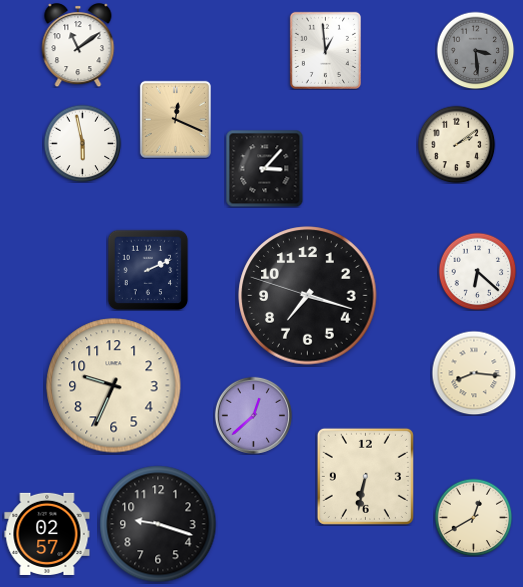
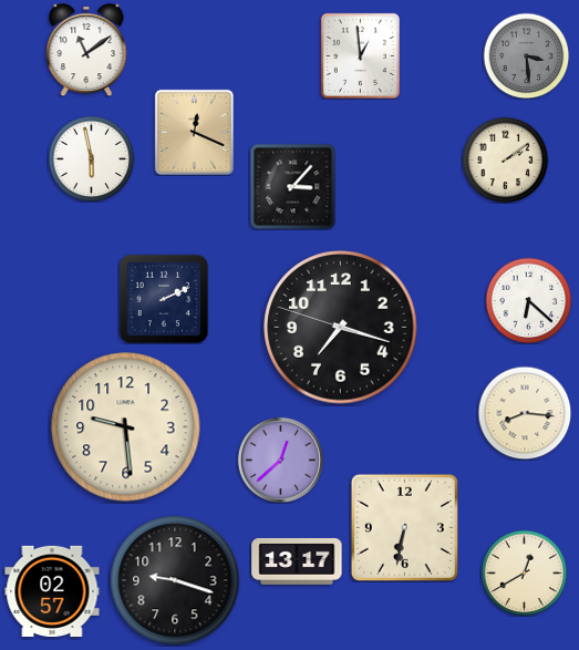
clock at (114, 386): 9:34 -> 9:29
clock at (297, 561): none -> 13:17
